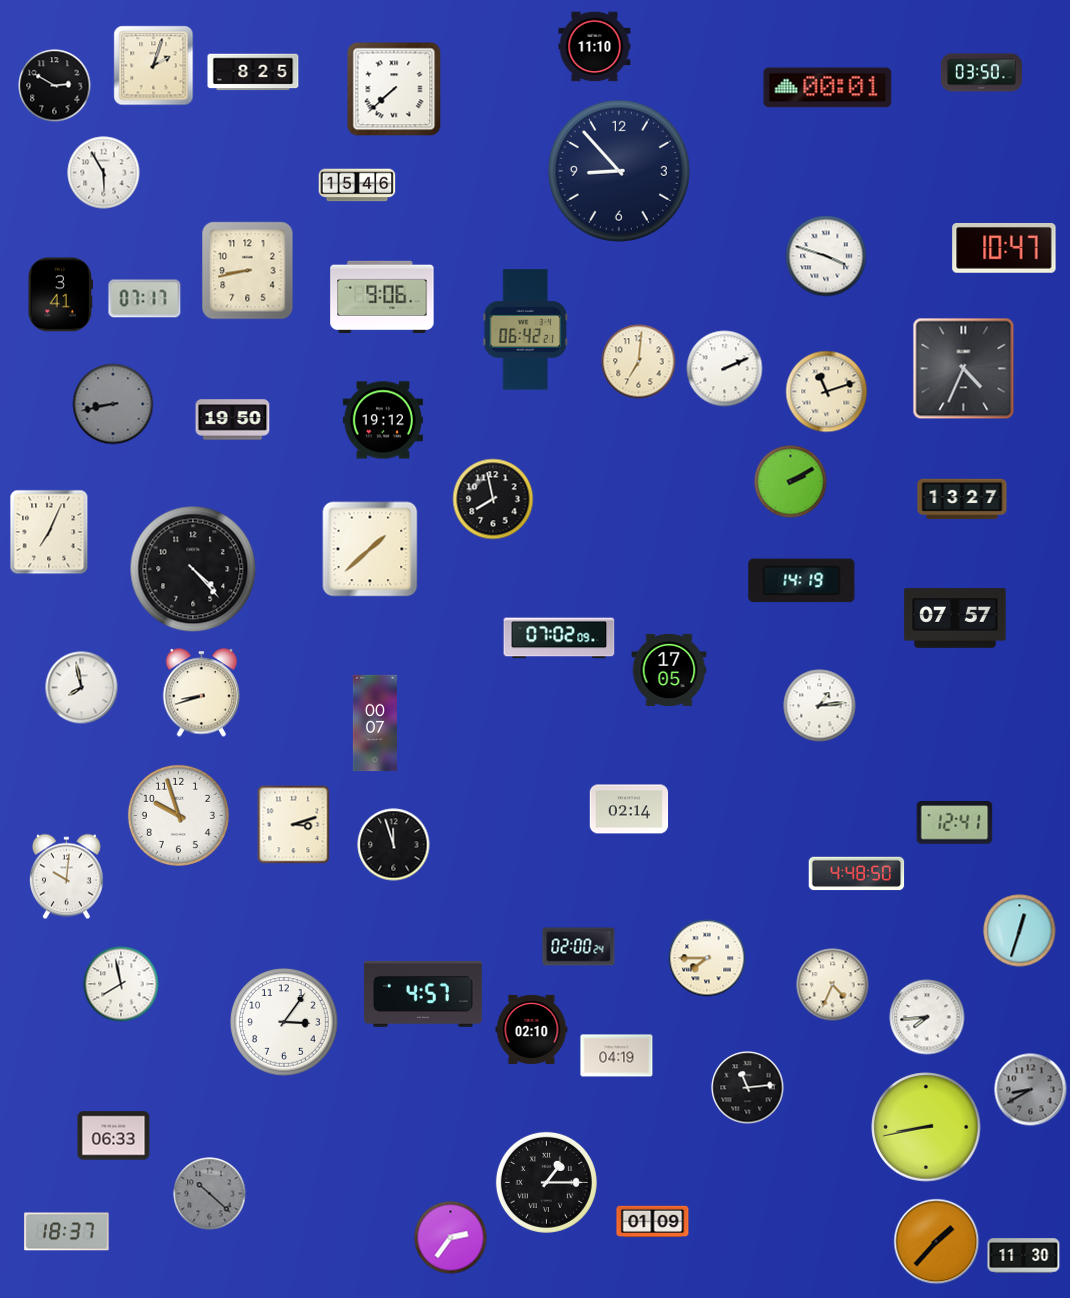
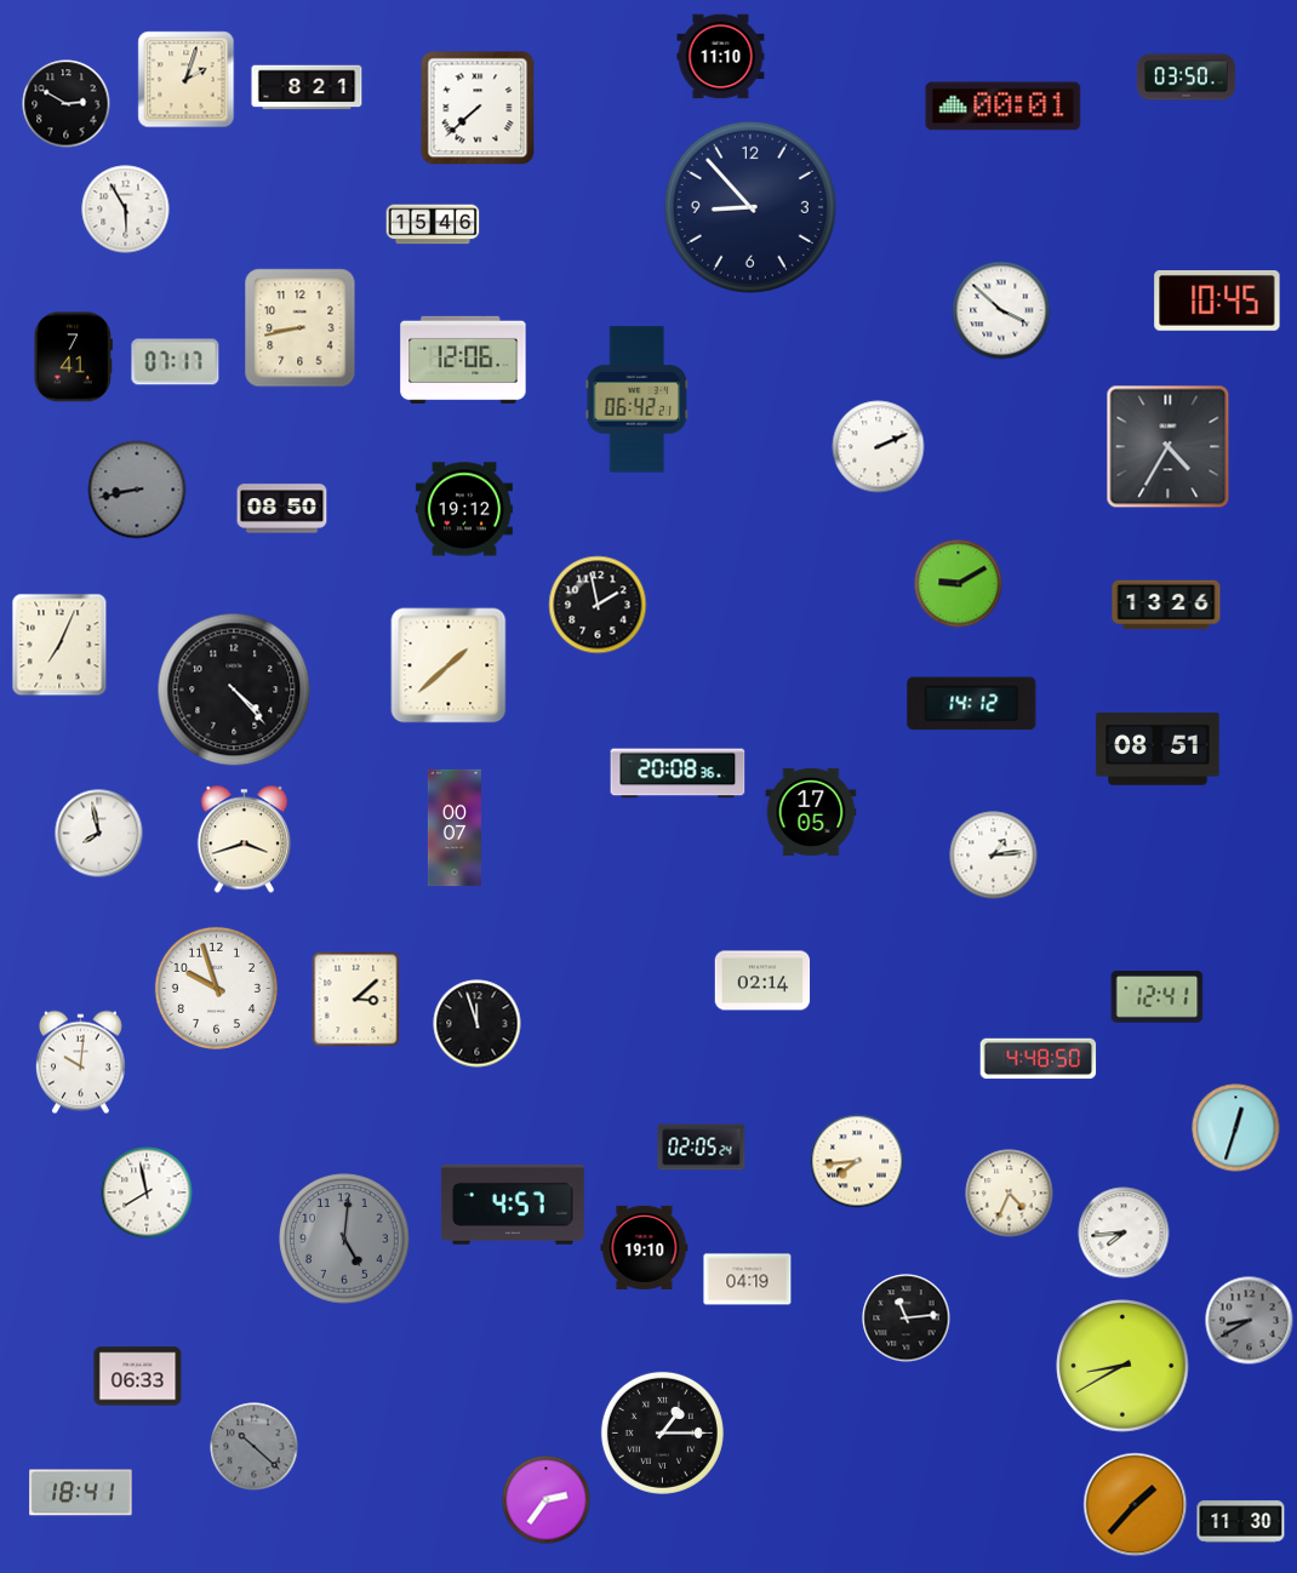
clock at (253, 72): 8:25 -> 8:21
clock at (981, 73) position: (981, 73) -> (1185, 78)
clock at (1004, 249): 10:47 -> 10:45
clock at (826, 256): 3:48 -> 3:52
clock at (60, 295): 3:41 -> 7:41
clock at (382, 296): 9:06 -> 12:06
clock at (639, 362): 7:01 -> none
clock at (964, 369): 4:34 -> 4:35
clock at (827, 392): 11:12 -> none
clock at (233, 420): 19:50 -> 08:50
clock at (791, 482): 2:10 -> 9:10
clock at (493, 499): 7:58 -> 1:58
clock at (962, 499): 13:27 -> 13:26
clock at (802, 581): 14:19 -> 14:12
clock at (955, 618): 07:57 -> 08:51
clock at (559, 638): 07:02 -> 20:08
clock at (202, 693): 8:42 -> 3:42
clock at (375, 723) position: (375, 723) -> (455, 828)
clock at (294, 825): 3:12 -> 3:08
clock at (579, 947): 02:00 -> 02:05
clock at (707, 958): 7:45 -> 7:44
clock at (284, 1022): 3:06 -> 5:01
clock at (284, 1022) dial: white -> grey
clock at (532, 1029): 02:10 -> 19:10
clock at (926, 1127): 8:43 -> 8:40
clock at (653, 1222): 01:09 -> none
clock at (67, 1232): 18:37 -> 18:41
